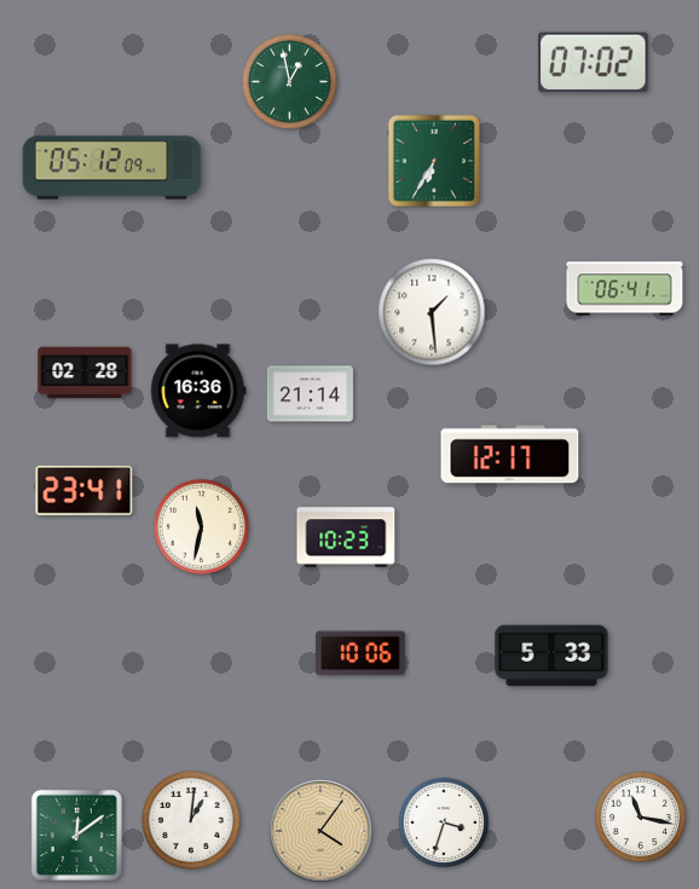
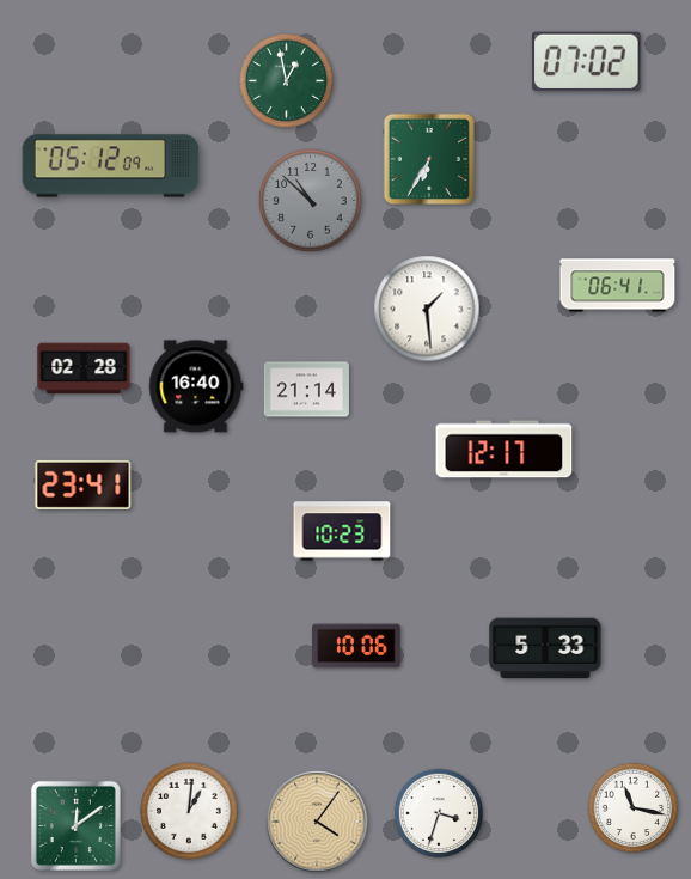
clock at (311, 201): none -> 10:52
clock at (198, 391): 16:36 -> 16:40
clock at (201, 526): 11:32 -> none
